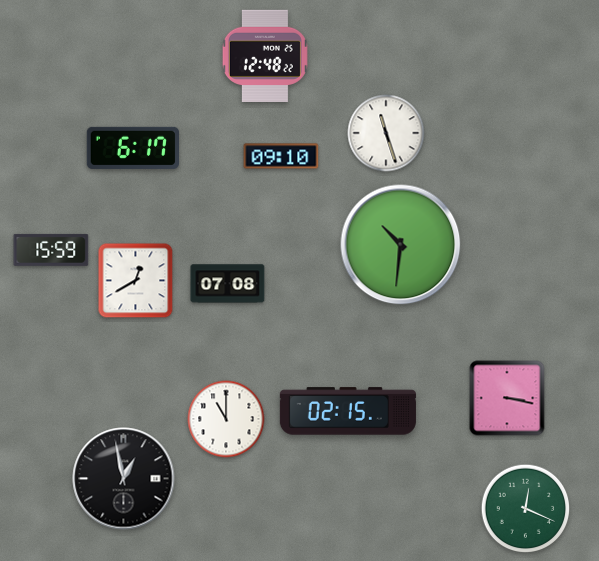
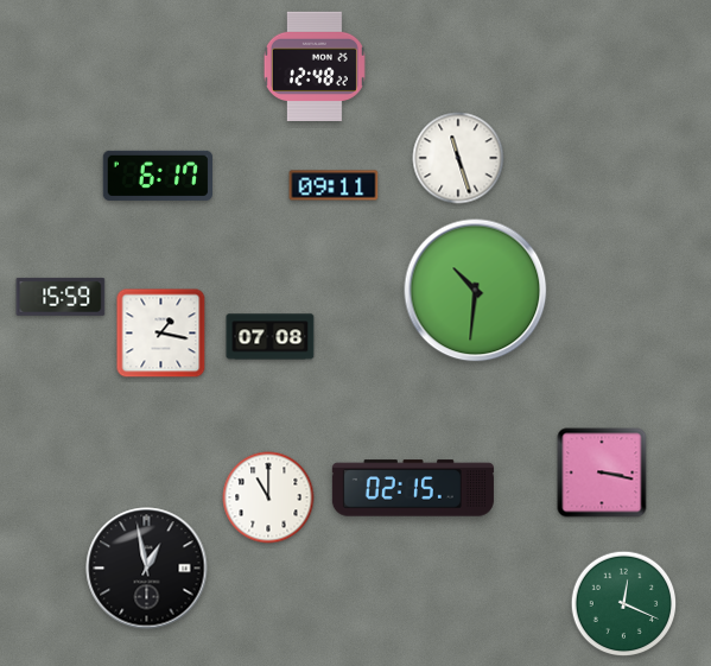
clock at (281, 156): 09:10 -> 09:11
clock at (136, 281): 12:40 -> 1:17
